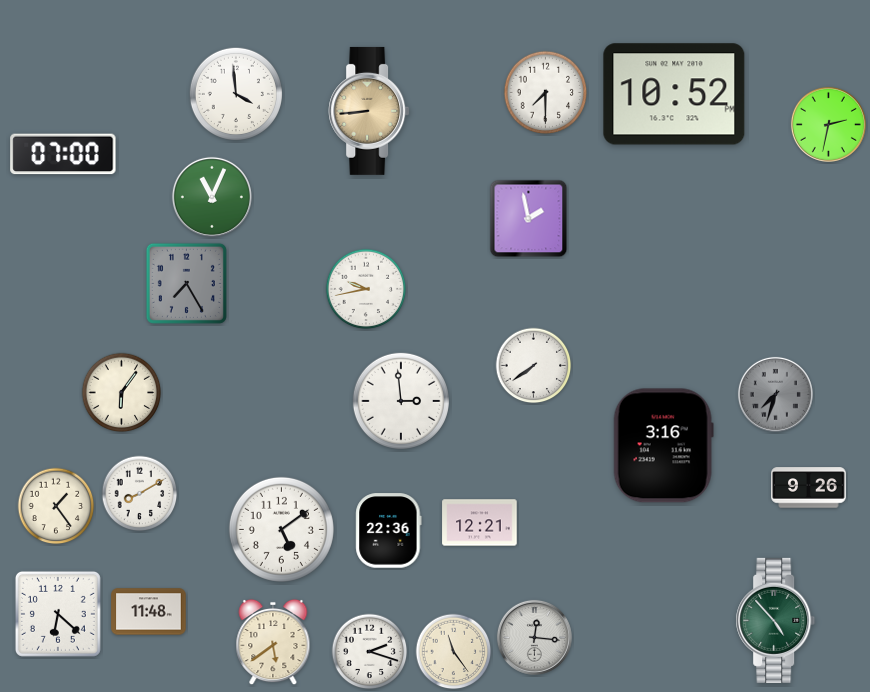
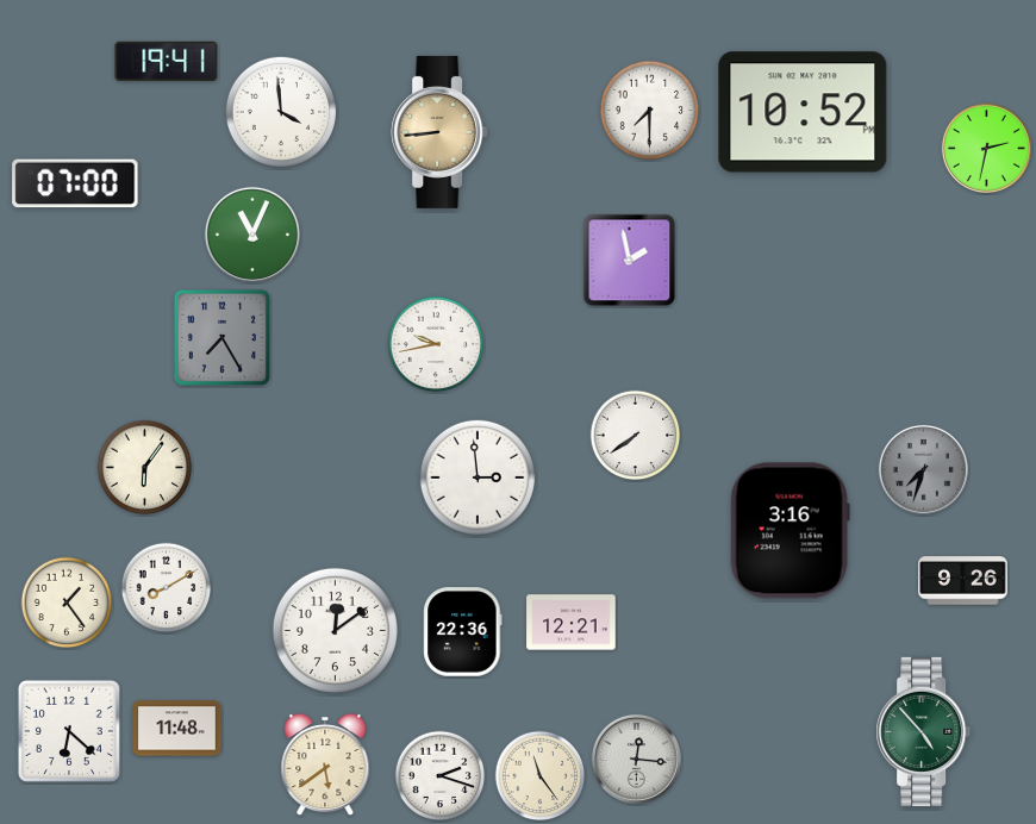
clock at (167, 61): none -> 19:41
clock at (281, 529): 5:09 -> 12:09
clock at (776, 620) position: (776, 620) -> (924, 731)
